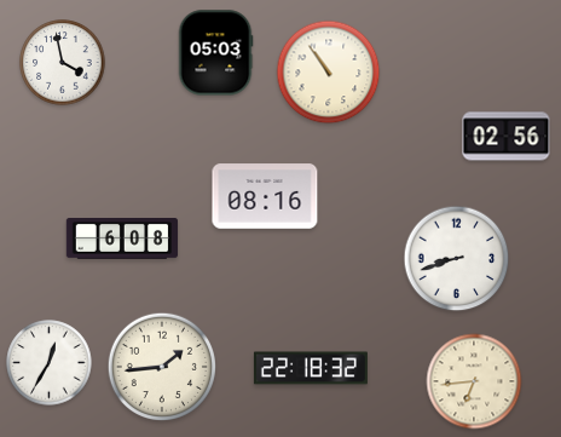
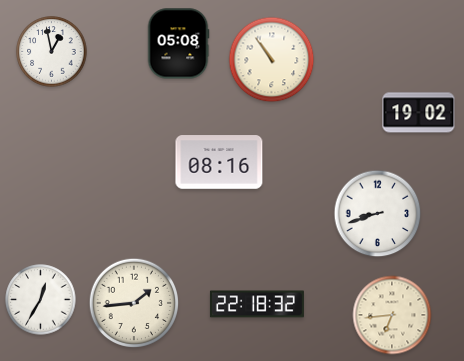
clock at (215, 53): 05:03 -> 05:08
clock at (63, 63): 3:58 -> 12:58
clock at (507, 137): 02:56 -> 19:02
clock at (122, 240): 6:08 -> none
